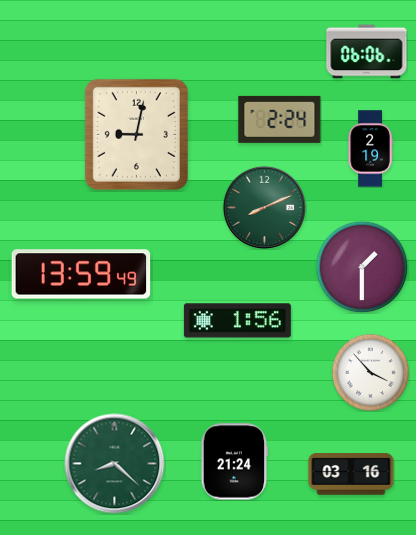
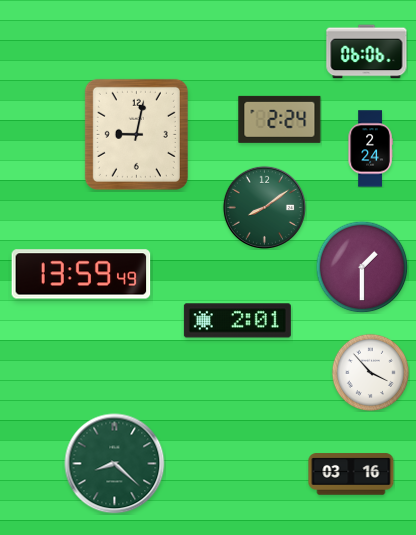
clock at (370, 149): 2:19 -> 2:24
clock at (264, 207): 8:11 -> 8:09
clock at (237, 321): 1:56 -> 2:01
clock at (235, 462): 21:24 -> none
